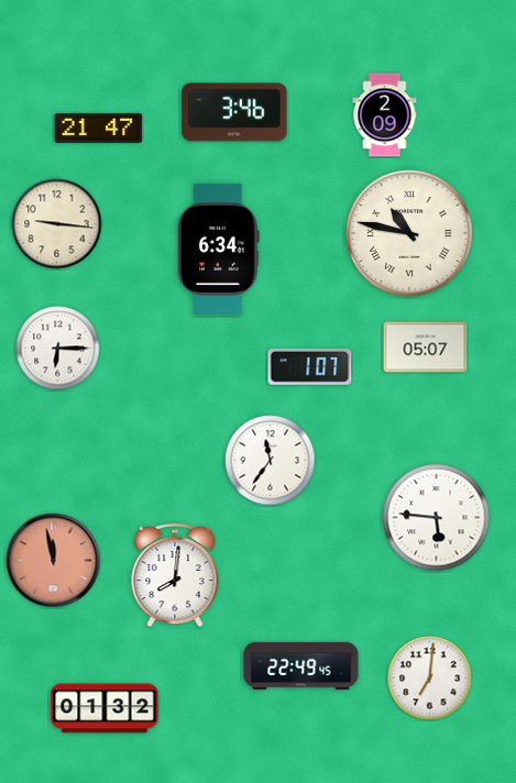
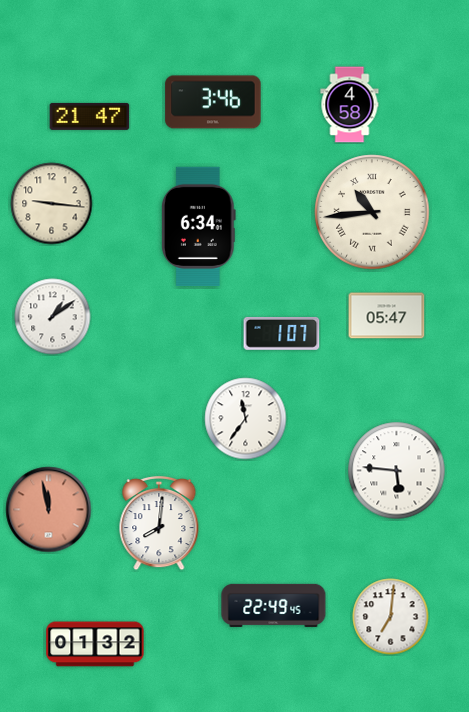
clock at (385, 115): 2:09 -> 4:58
clock at (409, 233): 10:47 -> 10:44
clock at (426, 348): 05:07 -> 05:47
clock at (58, 349): 6:15 -> 1:09
